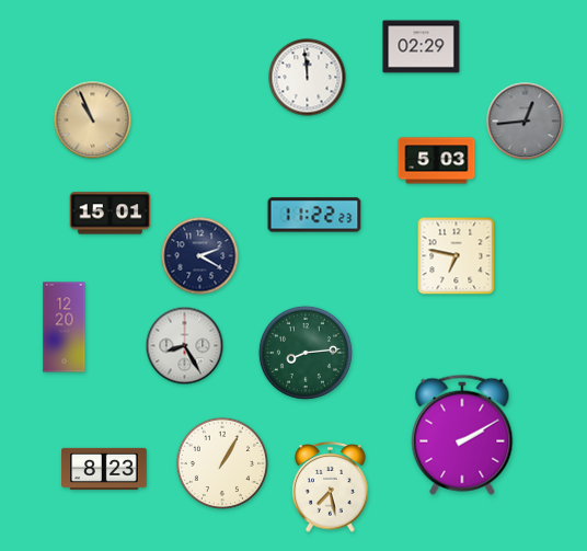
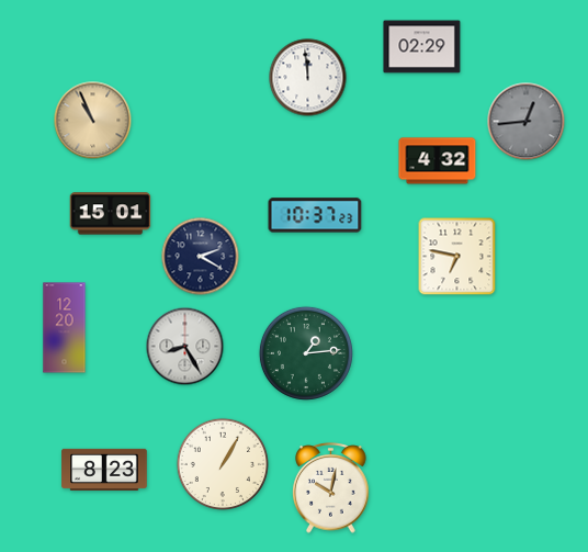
clock at (437, 161): 5:03 -> 4:32
clock at (314, 215): 11:22 -> 10:37
clock at (306, 353): 8:14 -> 1:14
clock at (462, 435): 2:10 -> none
clock at (331, 487): 7:28 -> 10:02
